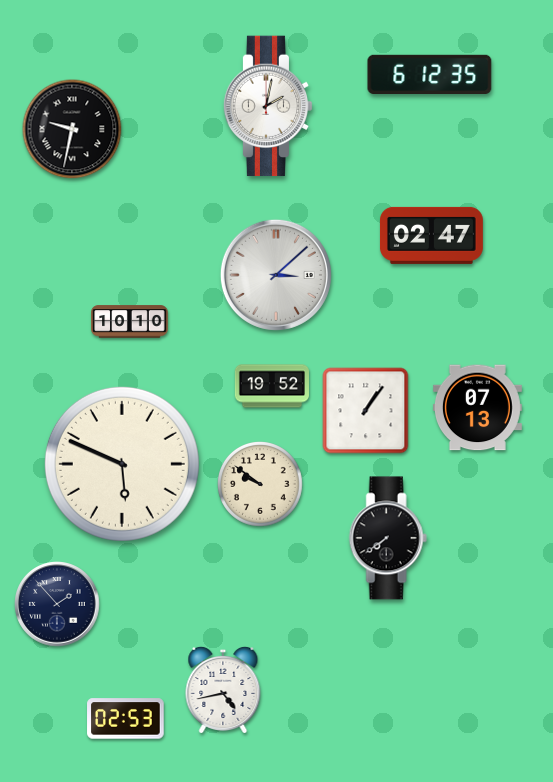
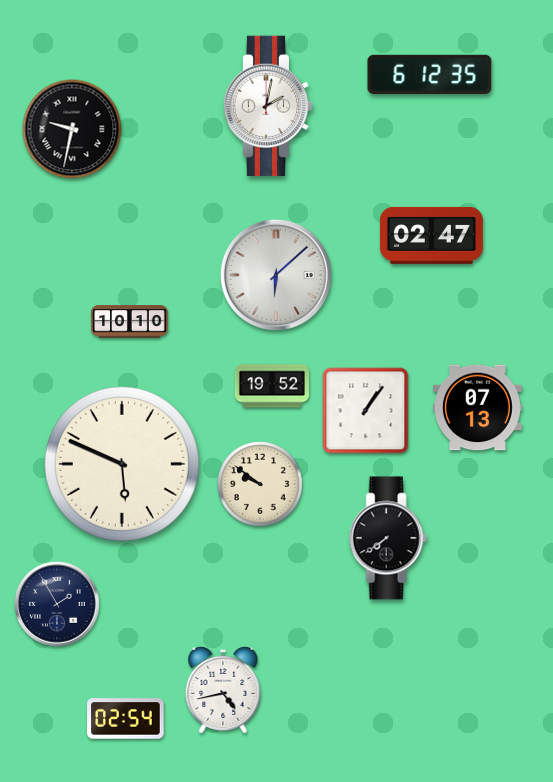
clock at (276, 275): 3:08 -> 6:08
clock at (57, 604): 1:53 -> 1:55
clock at (126, 719): 02:53 -> 02:54
